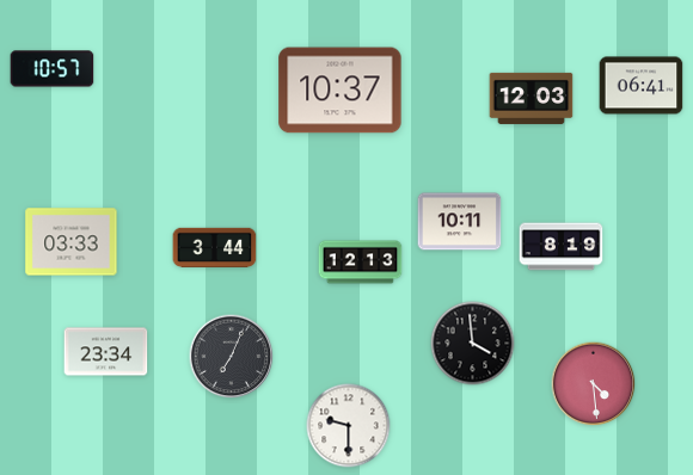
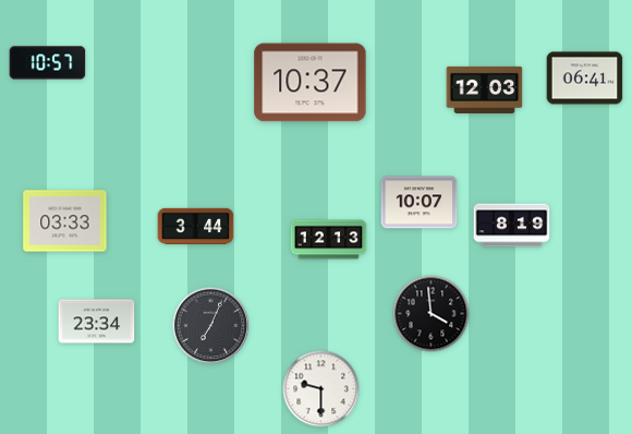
clock at (460, 222): 10:11 -> 10:07
clock at (594, 384): 4:29 -> none
clock at (349, 426) position: (349, 426) -> (321, 389)
